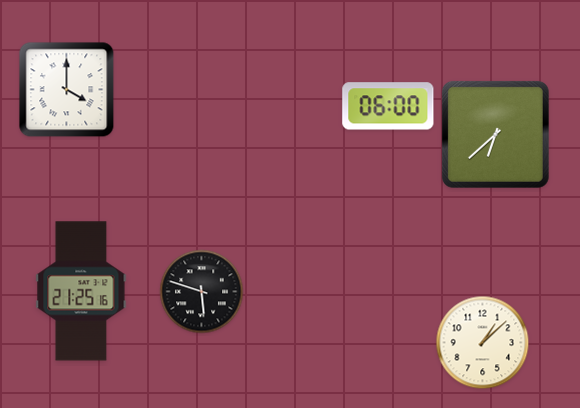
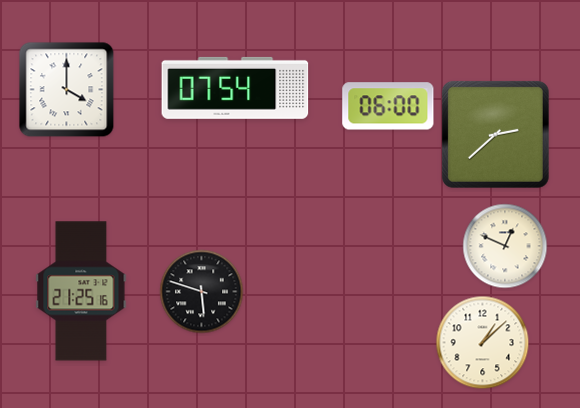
clock at (235, 88): none -> 07:54
clock at (495, 134): 6:38 -> 2:38
clock at (505, 246): none -> 12:49
